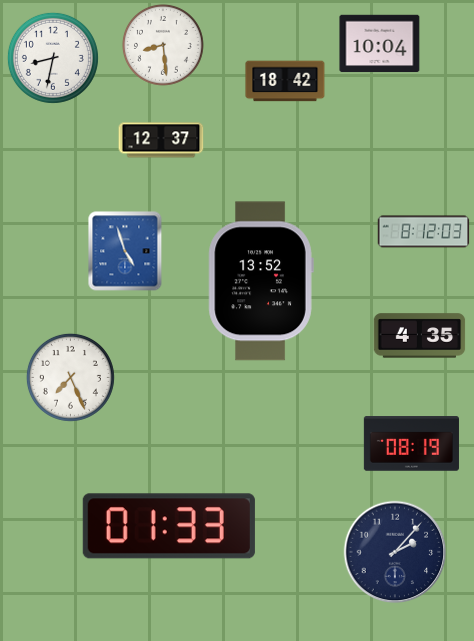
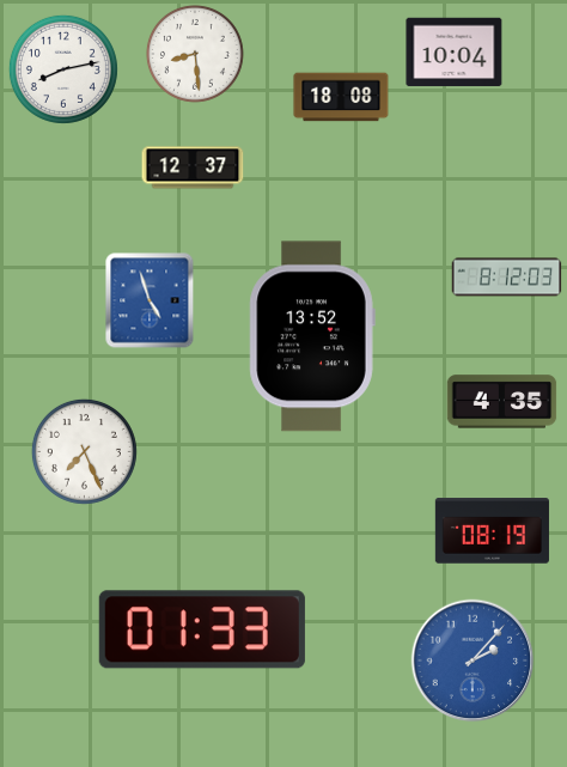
clock at (53, 58): 8:32 -> 8:13
clock at (285, 81): 18:42 -> 18:08
clock at (395, 552) dial: navy -> blue
